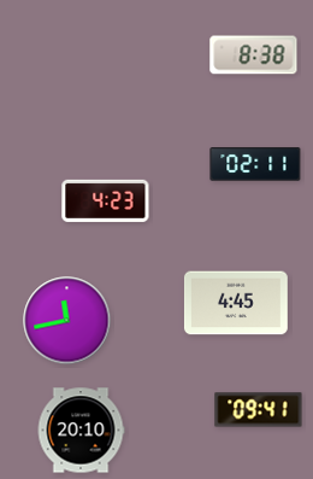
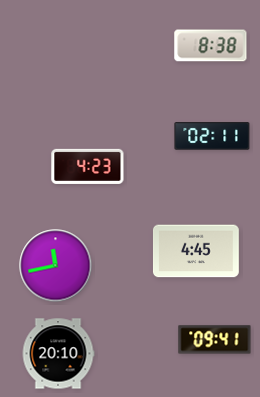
clock at (81, 431) position: (81, 431) -> (58, 354)
